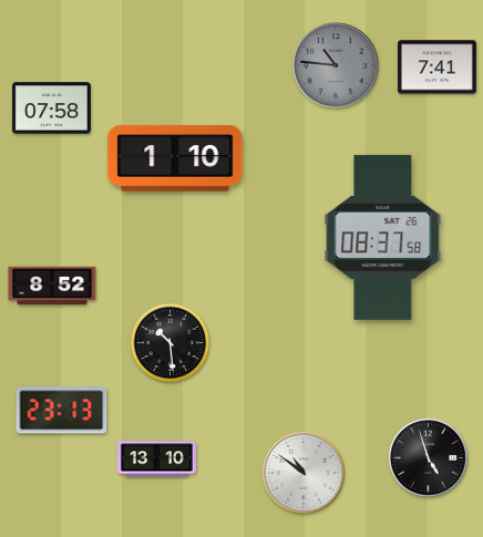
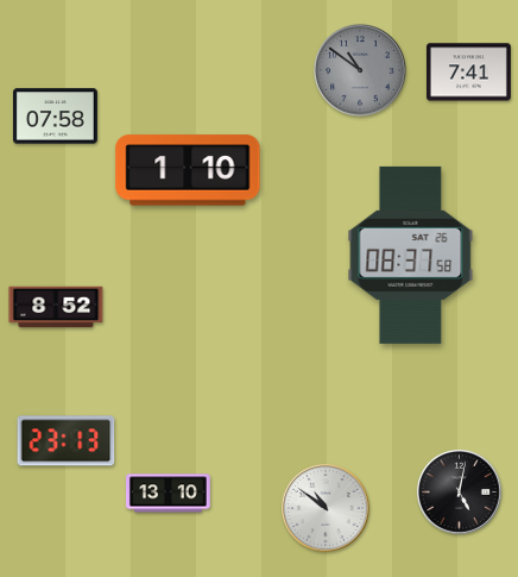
clock at (336, 65): 10:46 -> 10:51
clock at (171, 343): 10:29 -> none
clock at (428, 457): 4:57 -> 5:02
